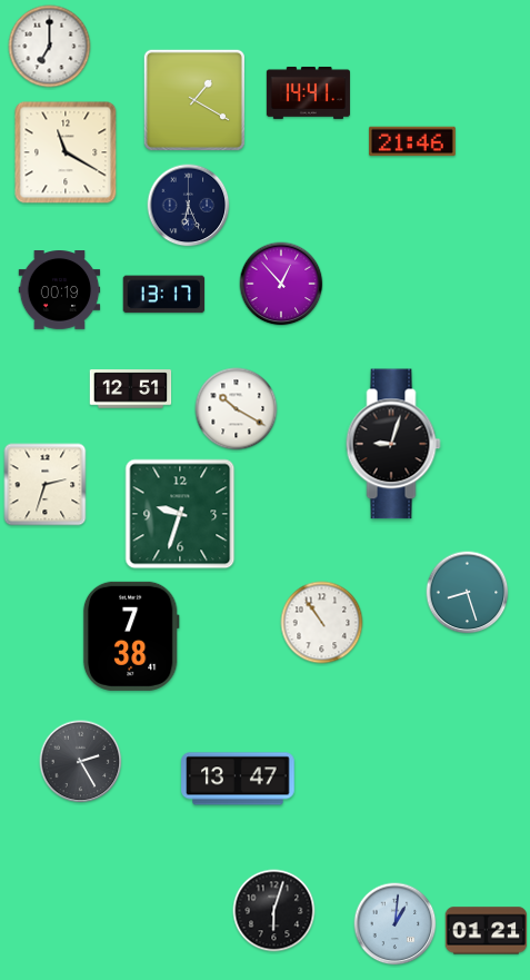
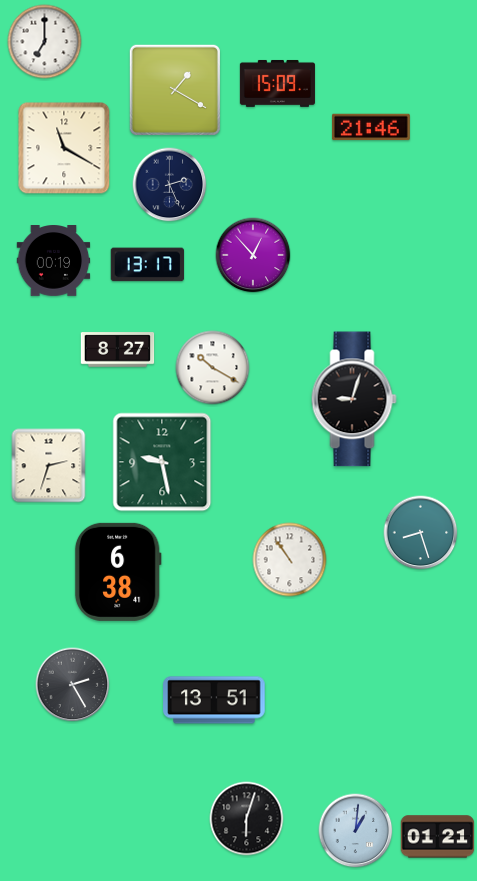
clock at (308, 92): 14:41 -> 15:09
clock at (66, 152) position: (66, 152) -> (64, 148)
clock at (189, 206): 6:26 -> 2:26
clock at (131, 389): 12:51 -> 8:27
clock at (46, 485) position: (46, 485) -> (49, 466)
clock at (180, 514): 9:33 -> 9:28
clock at (131, 636): 7:38 -> 6:38
clock at (238, 779): 13:47 -> 13:51
